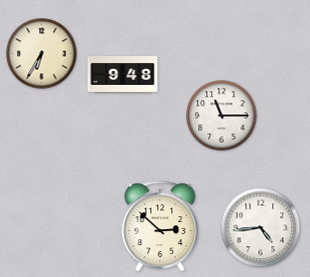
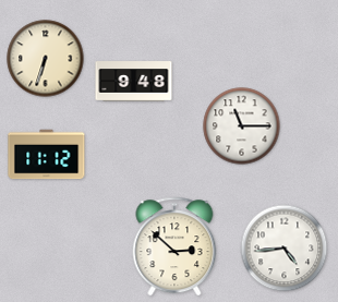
clock at (42, 54): 6:35 -> 6:33
clock at (47, 155): none -> 11:12
